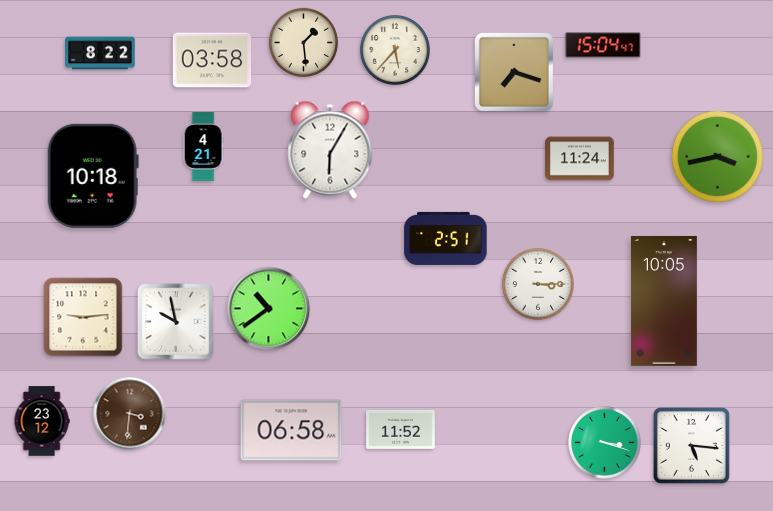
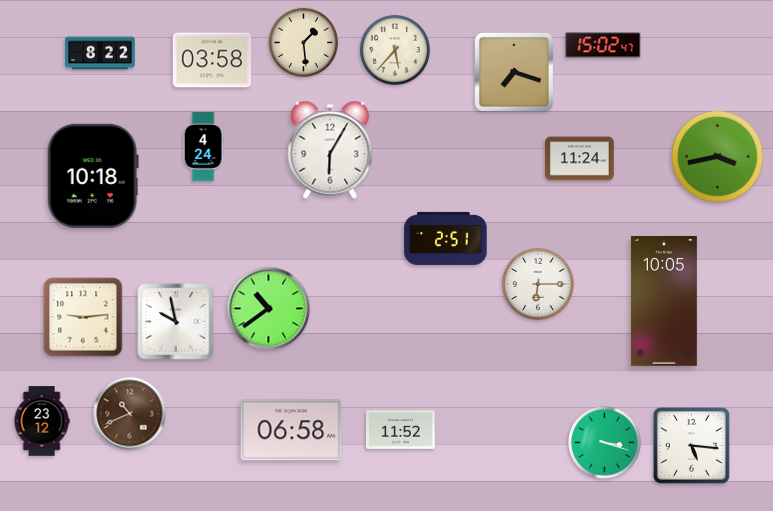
clock at (603, 45): 15:04 -> 15:02
clock at (203, 147): 4:21 -> 4:24
clock at (539, 285): 3:15 -> 6:15
clock at (130, 414): 3:31 -> 10:41
